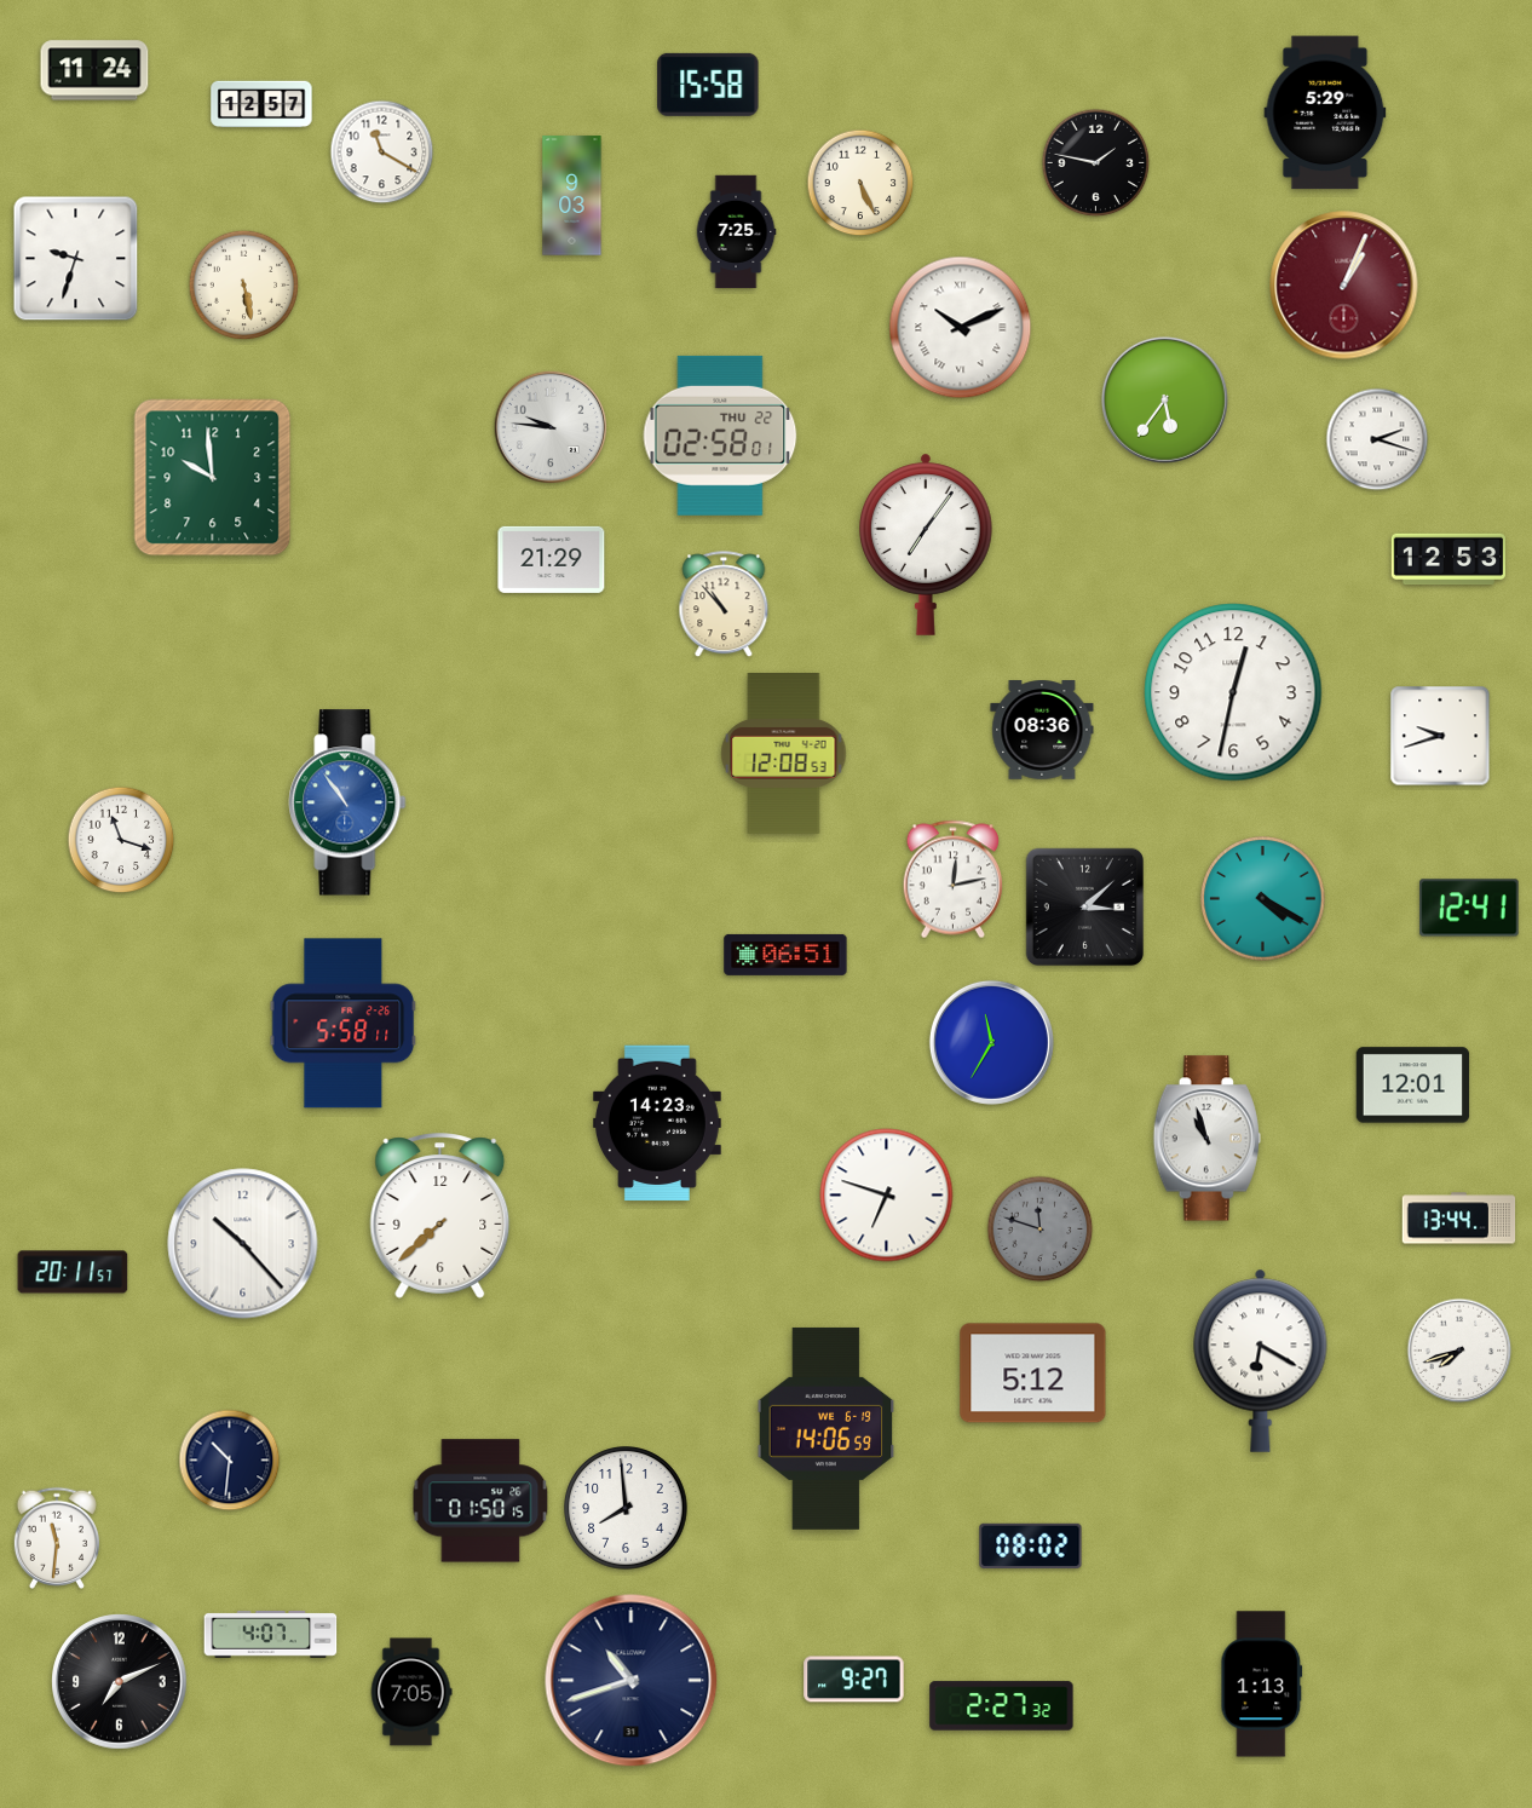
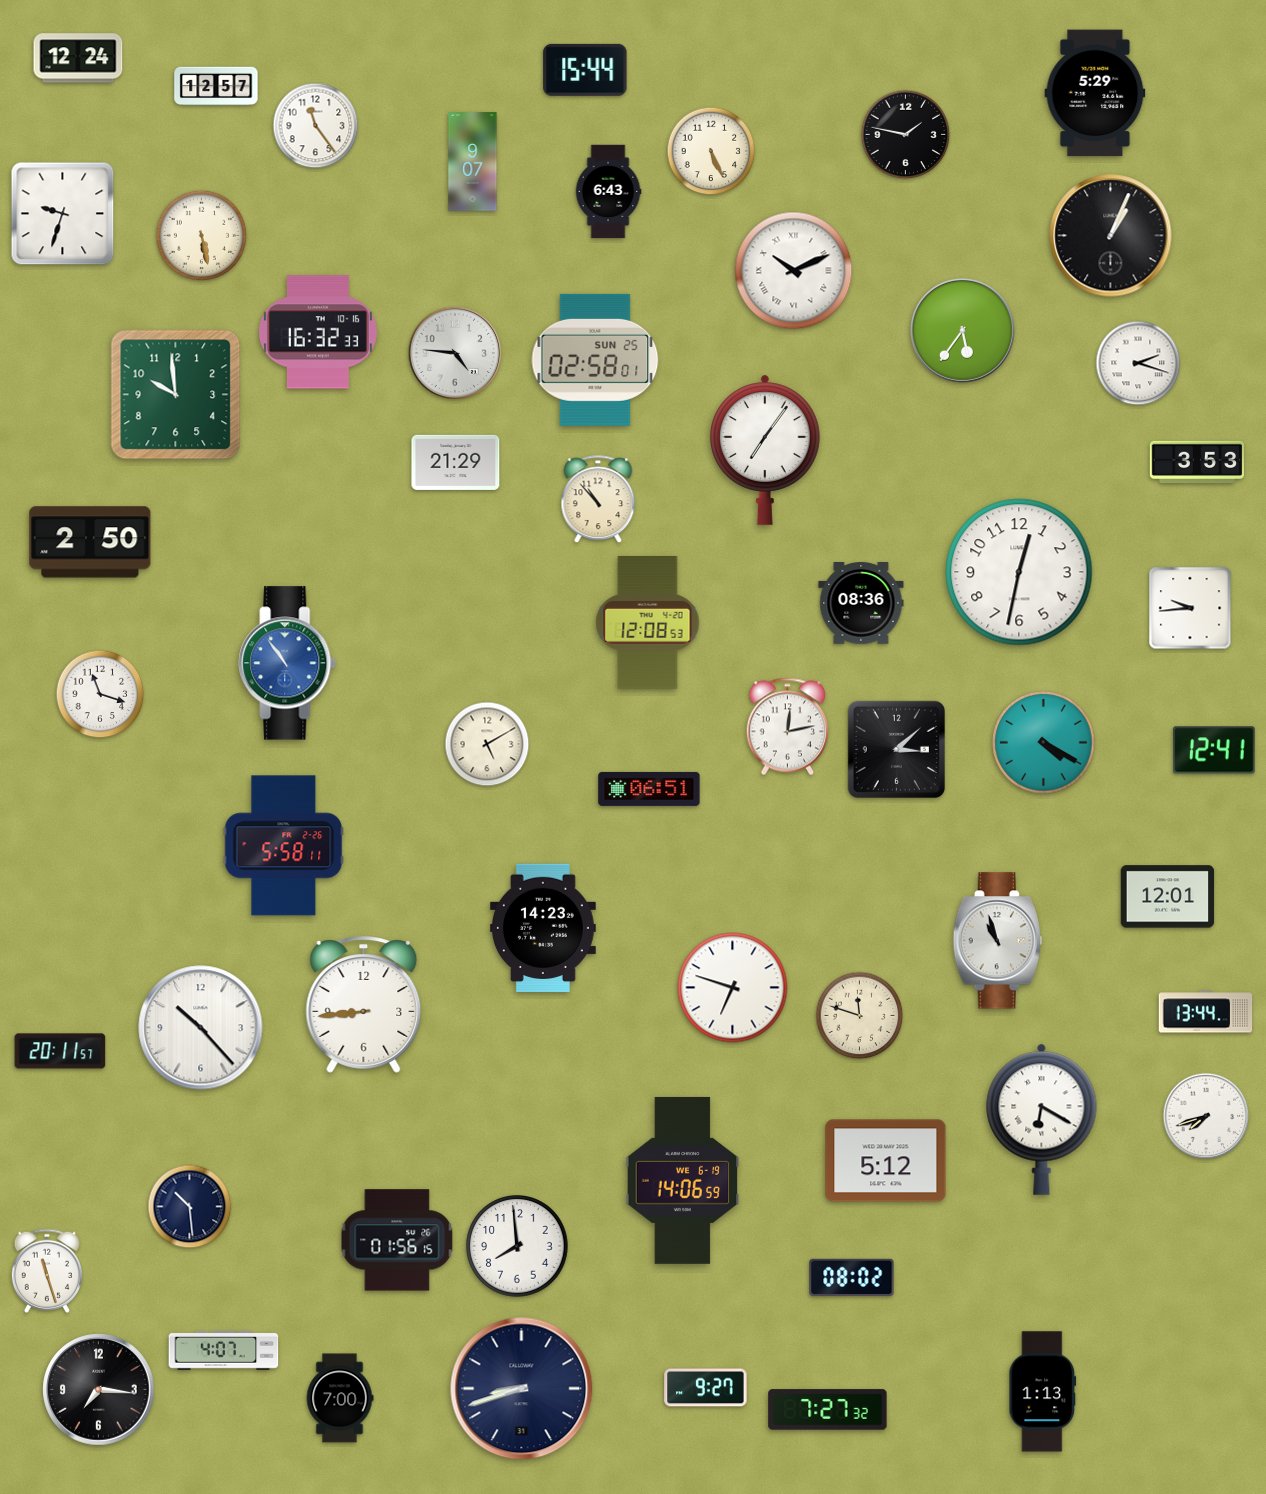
clock at (94, 70): 11:24 -> 12:24
clock at (708, 85): 15:58 -> 15:44
clock at (382, 152): 11:20 -> 11:24
clock at (572, 196): 9:03 -> 9:07
clock at (736, 232): 7:25 -> 6:43
clock at (1344, 286) dial: burgundy -> black
clock at (318, 332): none -> 16:32
clock at (549, 426): 9:46 -> 4:46
clock at (720, 436) date: THU 22 -> SUN 25
clock at (1447, 559): 12:53 -> 3:53
clock at (90, 542): none -> 2:50
clock at (1440, 736): 9:42 -> 9:44
clock at (487, 744): none -> 5:10
clock at (991, 1042): 11:35 -> none
clock at (440, 1216): 7:38 -> 8:44
clock at (1459, 1219) position: (1459, 1219) -> (1206, 1012)
clock at (1041, 1230) dial: grey -> cream
clock at (1261, 1360) position: (1261, 1360) -> (1042, 1119)
clock at (1033, 1374) position: (1033, 1374) -> (886, 1161)
clock at (230, 1461): 10:31 -> 10:29
clock at (480, 1501): 01:50 -> 01:56
clock at (57, 1538): 11:31 -> 11:27
clock at (632, 1681): 10:42 -> 8:42
clock at (120, 1682): 7:11 -> 7:16
clock at (411, 1692): 7:05 -> 7:00
clock at (1002, 1706): 2:27 -> 7:27
